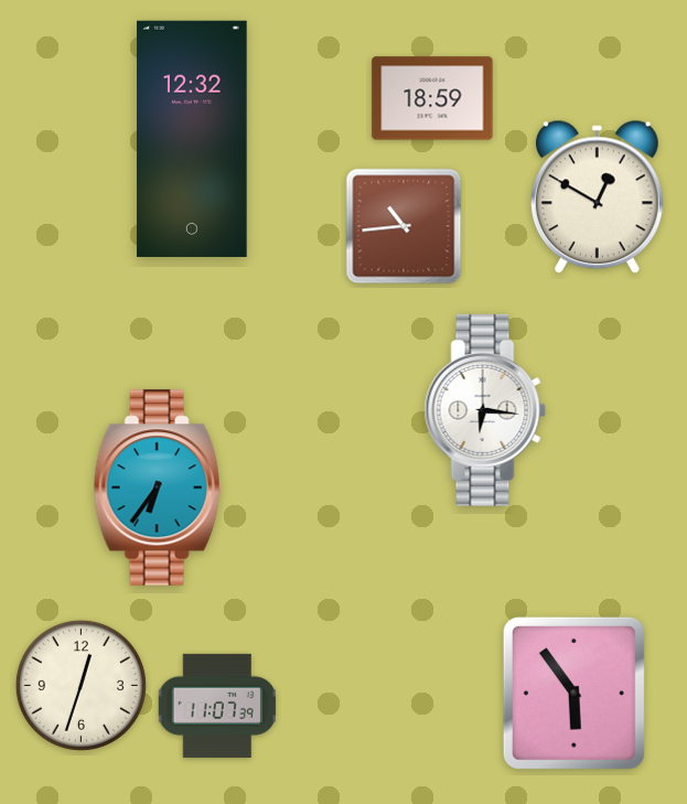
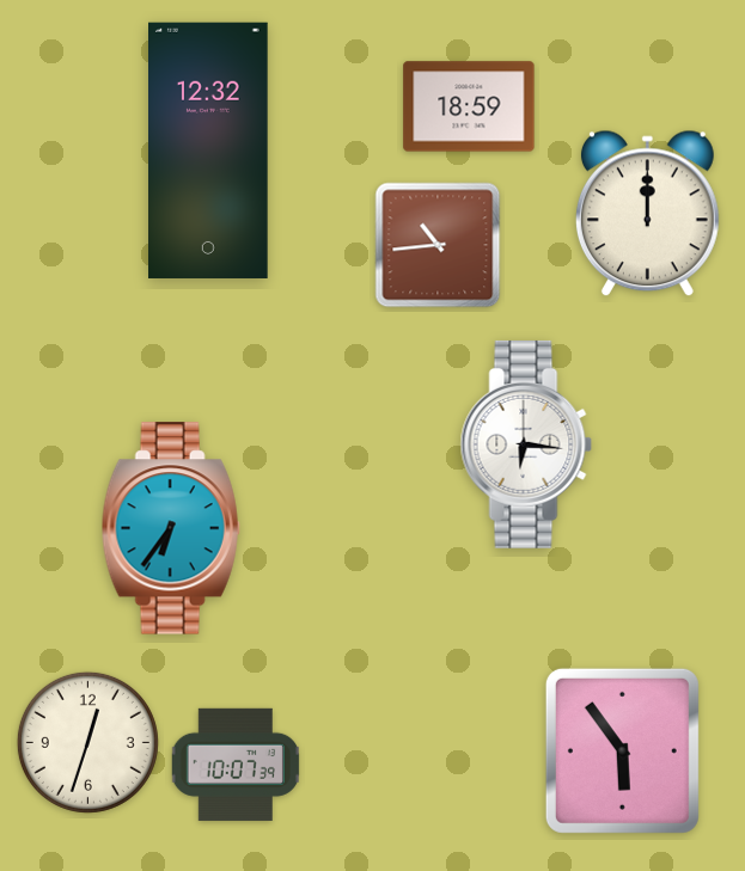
clock at (597, 197): 12:50 -> 12:00
clock at (217, 706): 11:07 -> 10:07
